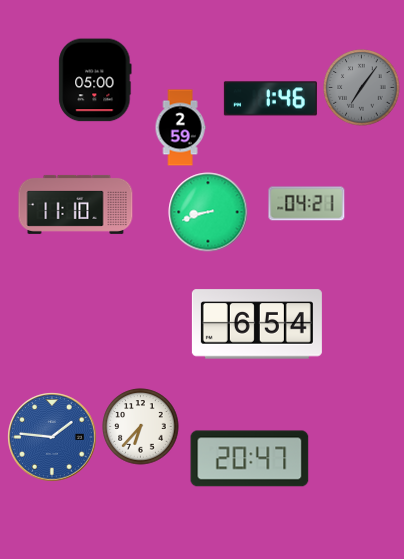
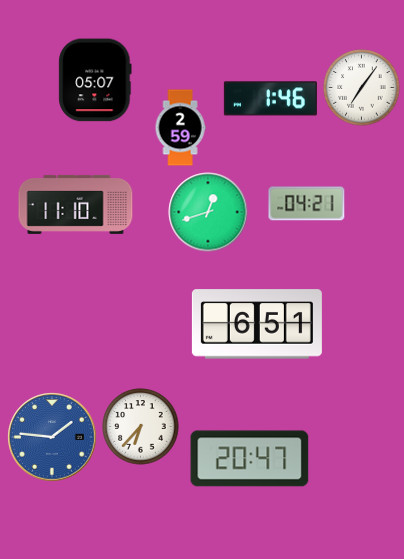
clock at (95, 80): 05:00 -> 05:07
clock at (362, 88) dial: grey -> white
clock at (208, 212): 8:42 -> 12:42
clock at (257, 324): 6:54 -> 6:51
